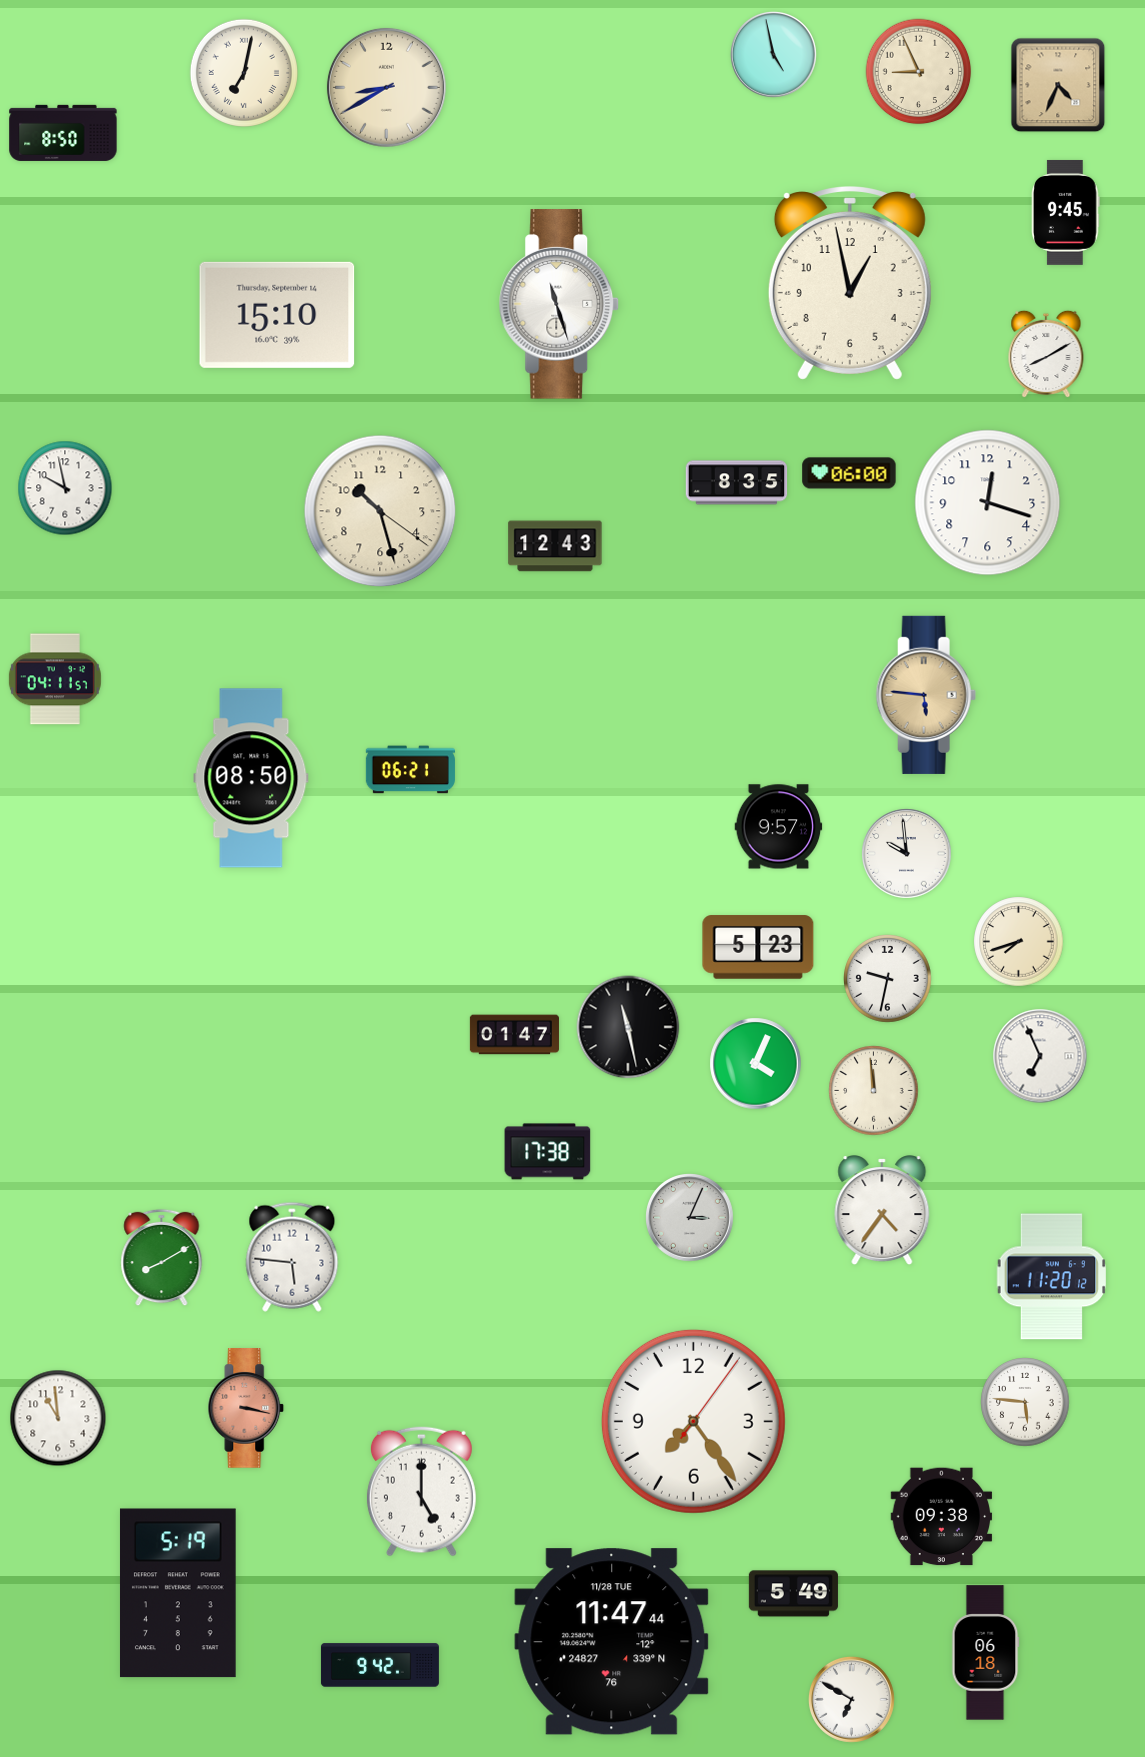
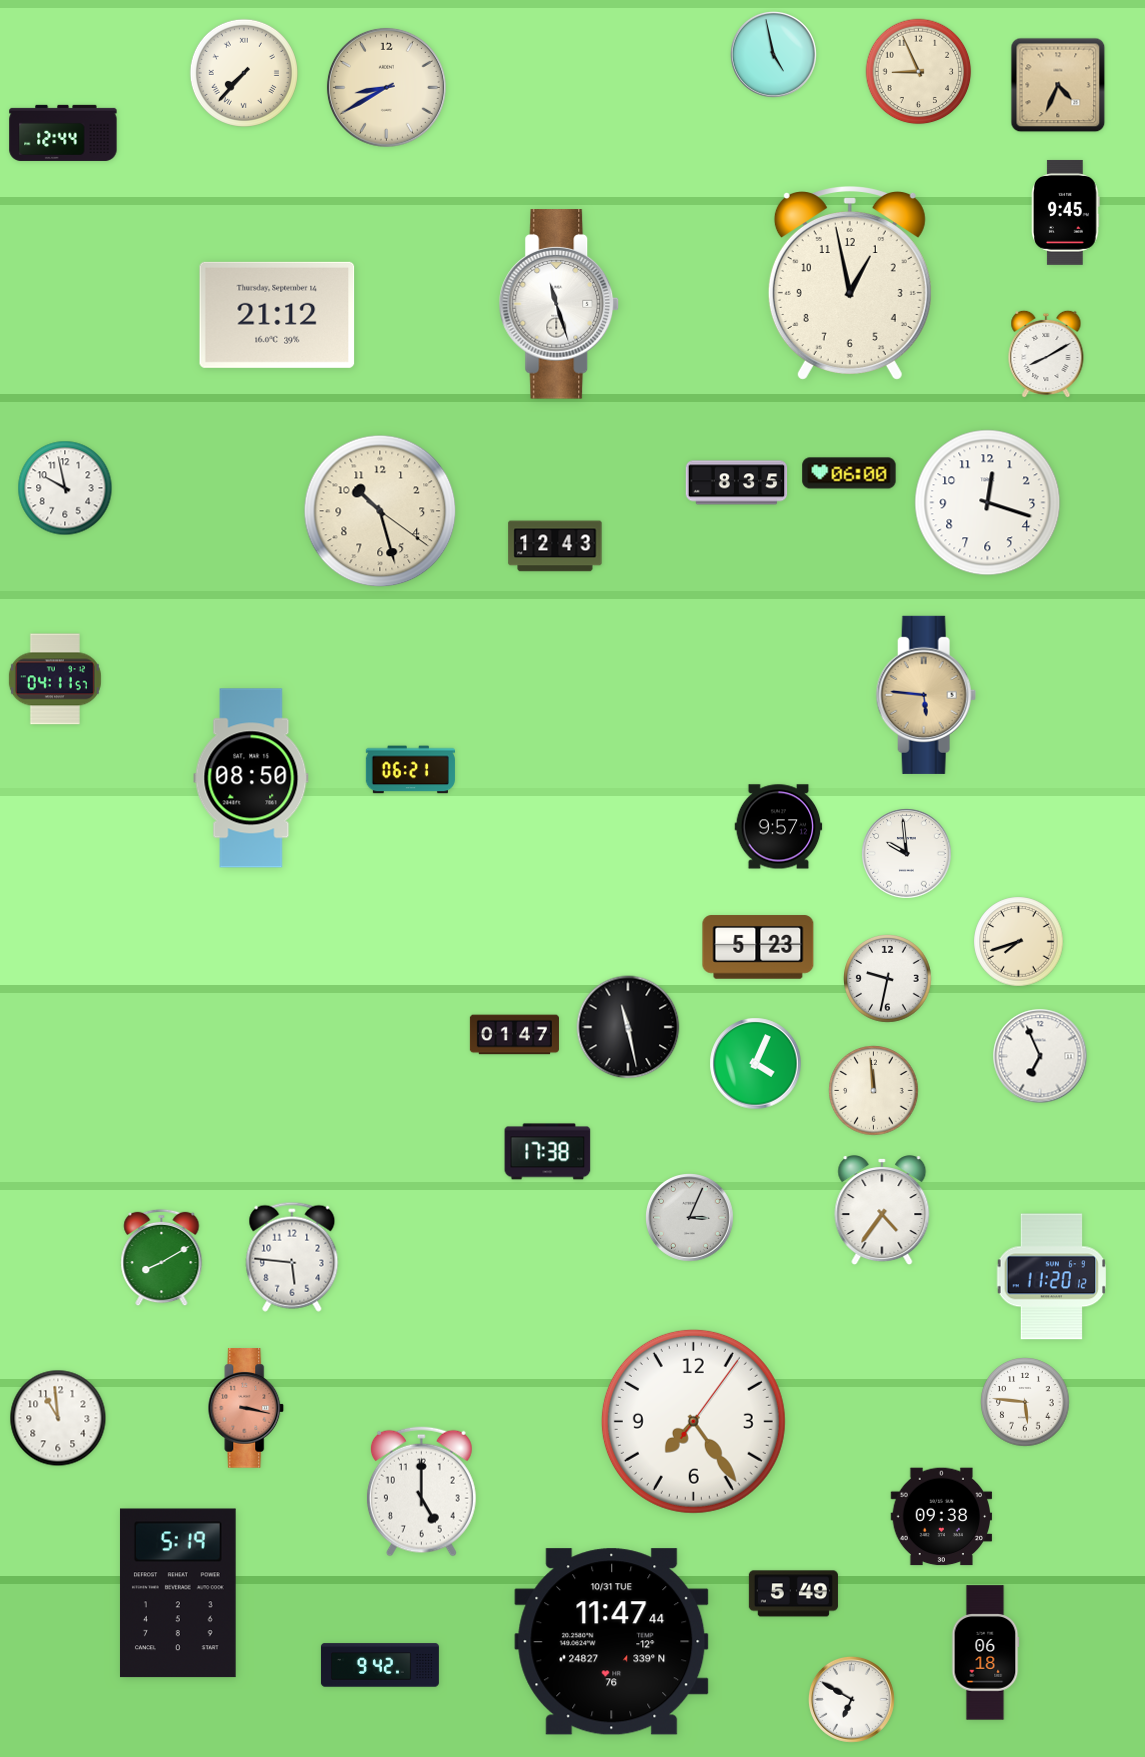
clock at (244, 73): 7:02 -> 7:37
clock at (63, 133): 8:50 -> 12:44
clock at (277, 315): 15:10 -> 21:12
clock at (612, 1642) date: 11/28 TUE -> 10/31 TUE
